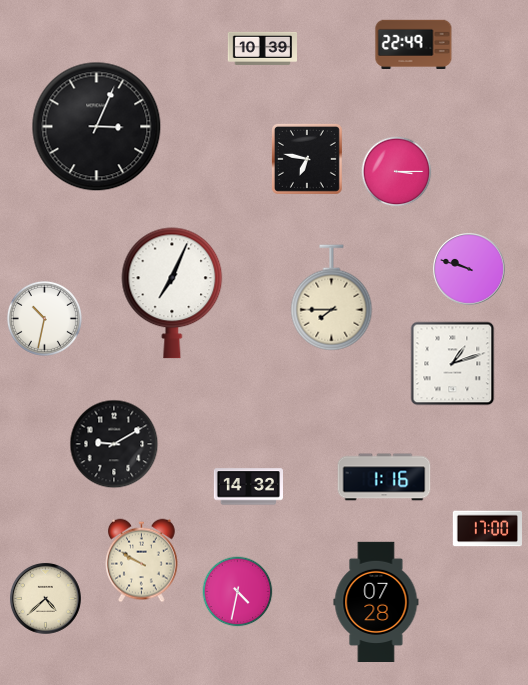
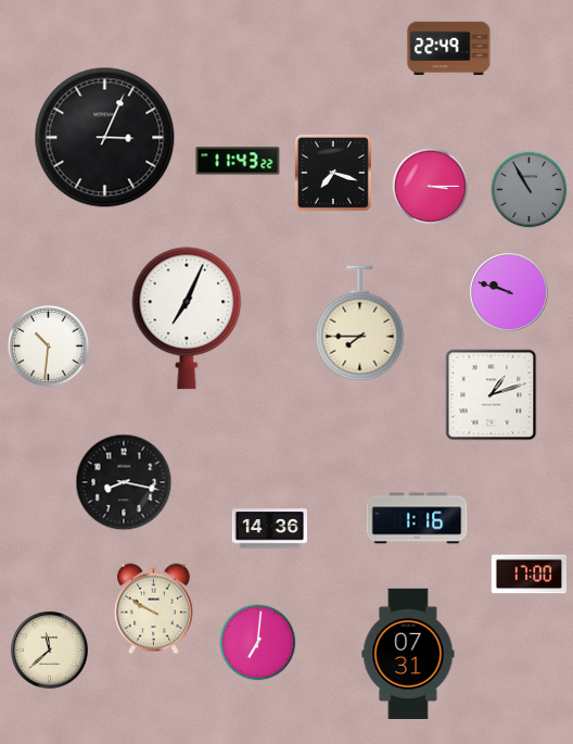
clock at (262, 48): 10:39 -> none
clock at (238, 161): none -> 11:43
clock at (307, 159): 6:47 -> 7:18
clock at (530, 190): none -> 10:55
clock at (44, 318): 10:32 -> 10:31
clock at (114, 444): 9:10 -> 8:17
clock at (248, 487): 14:32 -> 14:36
clock at (238, 592): 4:32 -> 7:01
clock at (45, 598): 4:38 -> 11:38
clock at (376, 601): 07:28 -> 07:31
